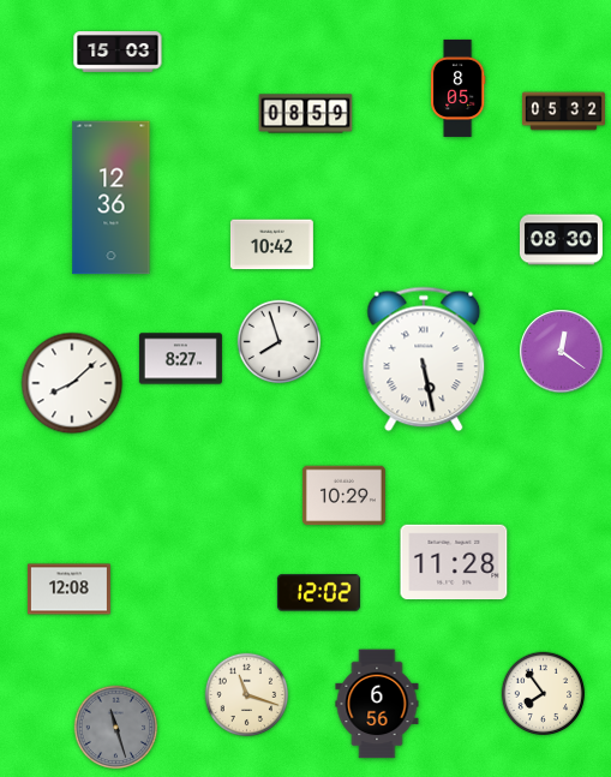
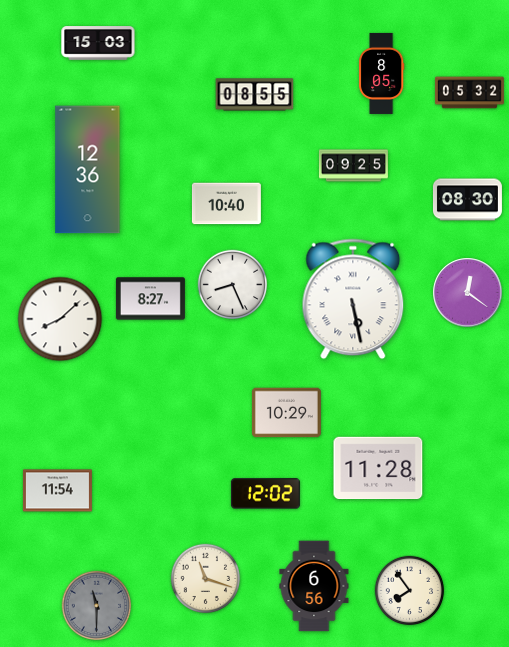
clock at (306, 114): 08:59 -> 08:55
clock at (112, 198) position: (112, 198) -> (88, 170)
clock at (353, 166): none -> 09:25
clock at (271, 245): 10:42 -> 10:40
clock at (280, 342): 7:57 -> 8:26
clock at (68, 590): 12:08 -> 11:54
clock at (544, 694) position: (544, 694) -> (410, 591)
clock at (116, 728): 11:27 -> 11:30
